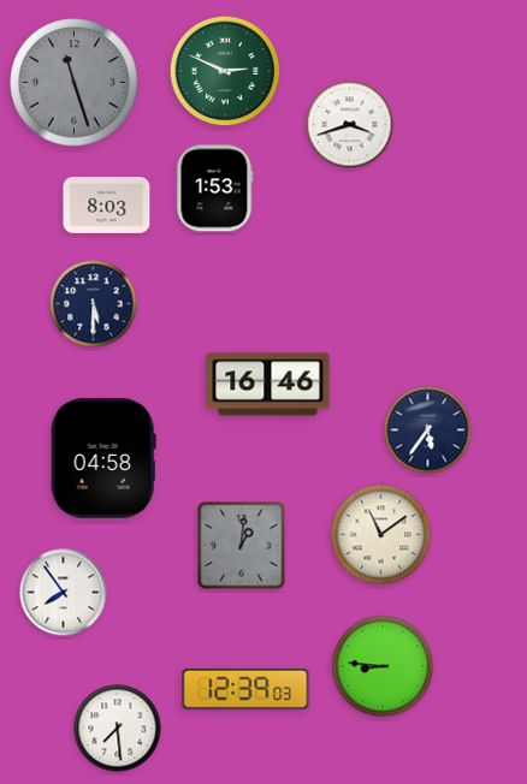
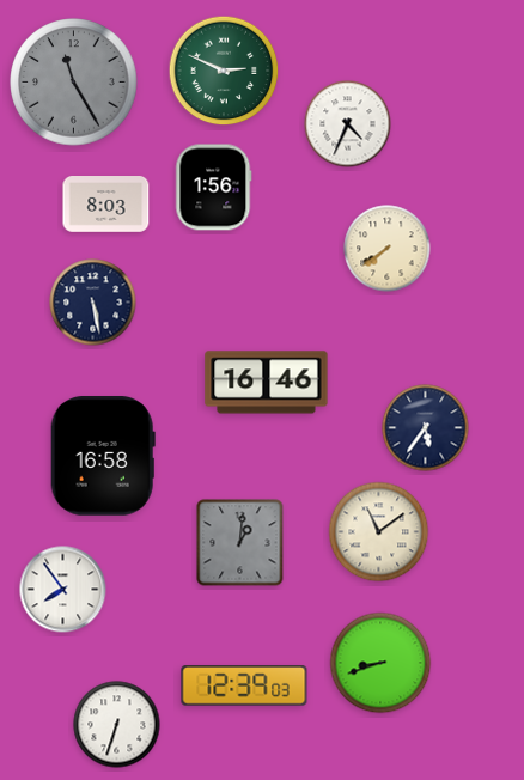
clock at (75, 83): 11:27 -> 11:25
clock at (350, 125): 3:42 -> 4:34
clock at (215, 189): 1:53 -> 1:56
clock at (388, 249): none -> 7:39
clock at (94, 304): 5:30 -> 5:28
clock at (103, 459): 04:58 -> 16:58
clock at (383, 666): 8:46 -> 8:42
clock at (118, 729): 7:29 -> 6:33
